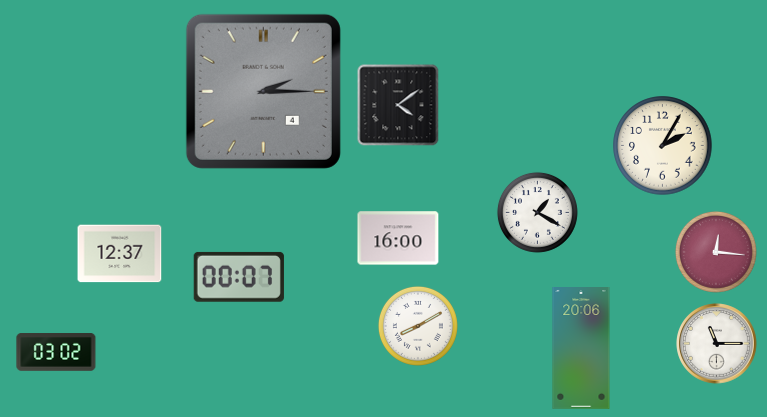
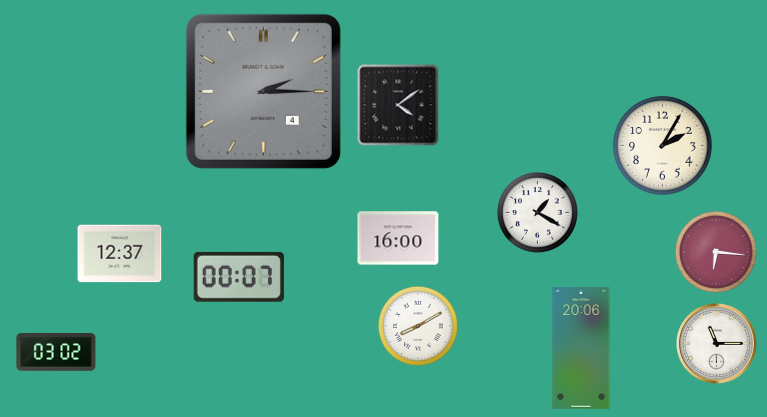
clock at (716, 252): 12:16 -> 6:16
